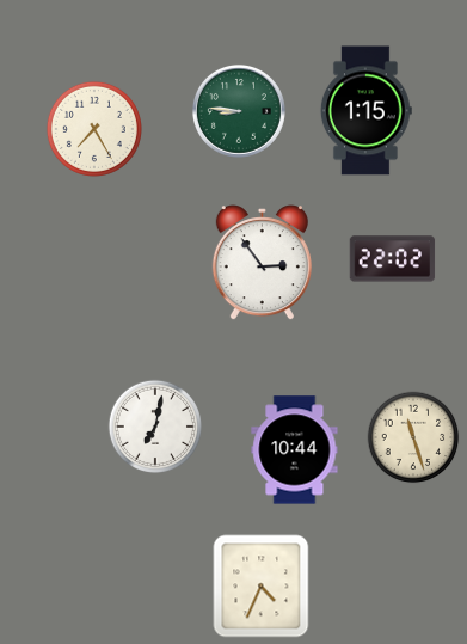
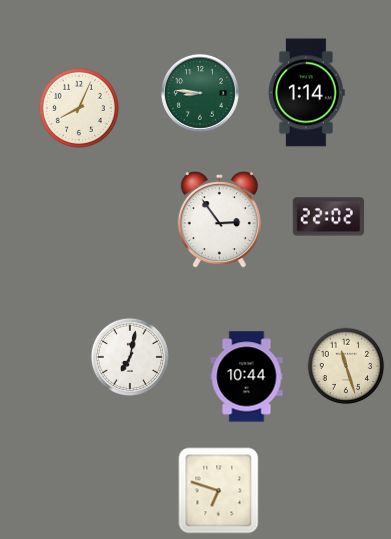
clock at (365, 111): 1:15 -> 1:14
clock at (94, 129): 7:25 -> 8:04
clock at (262, 587): 4:34 -> 6:48
